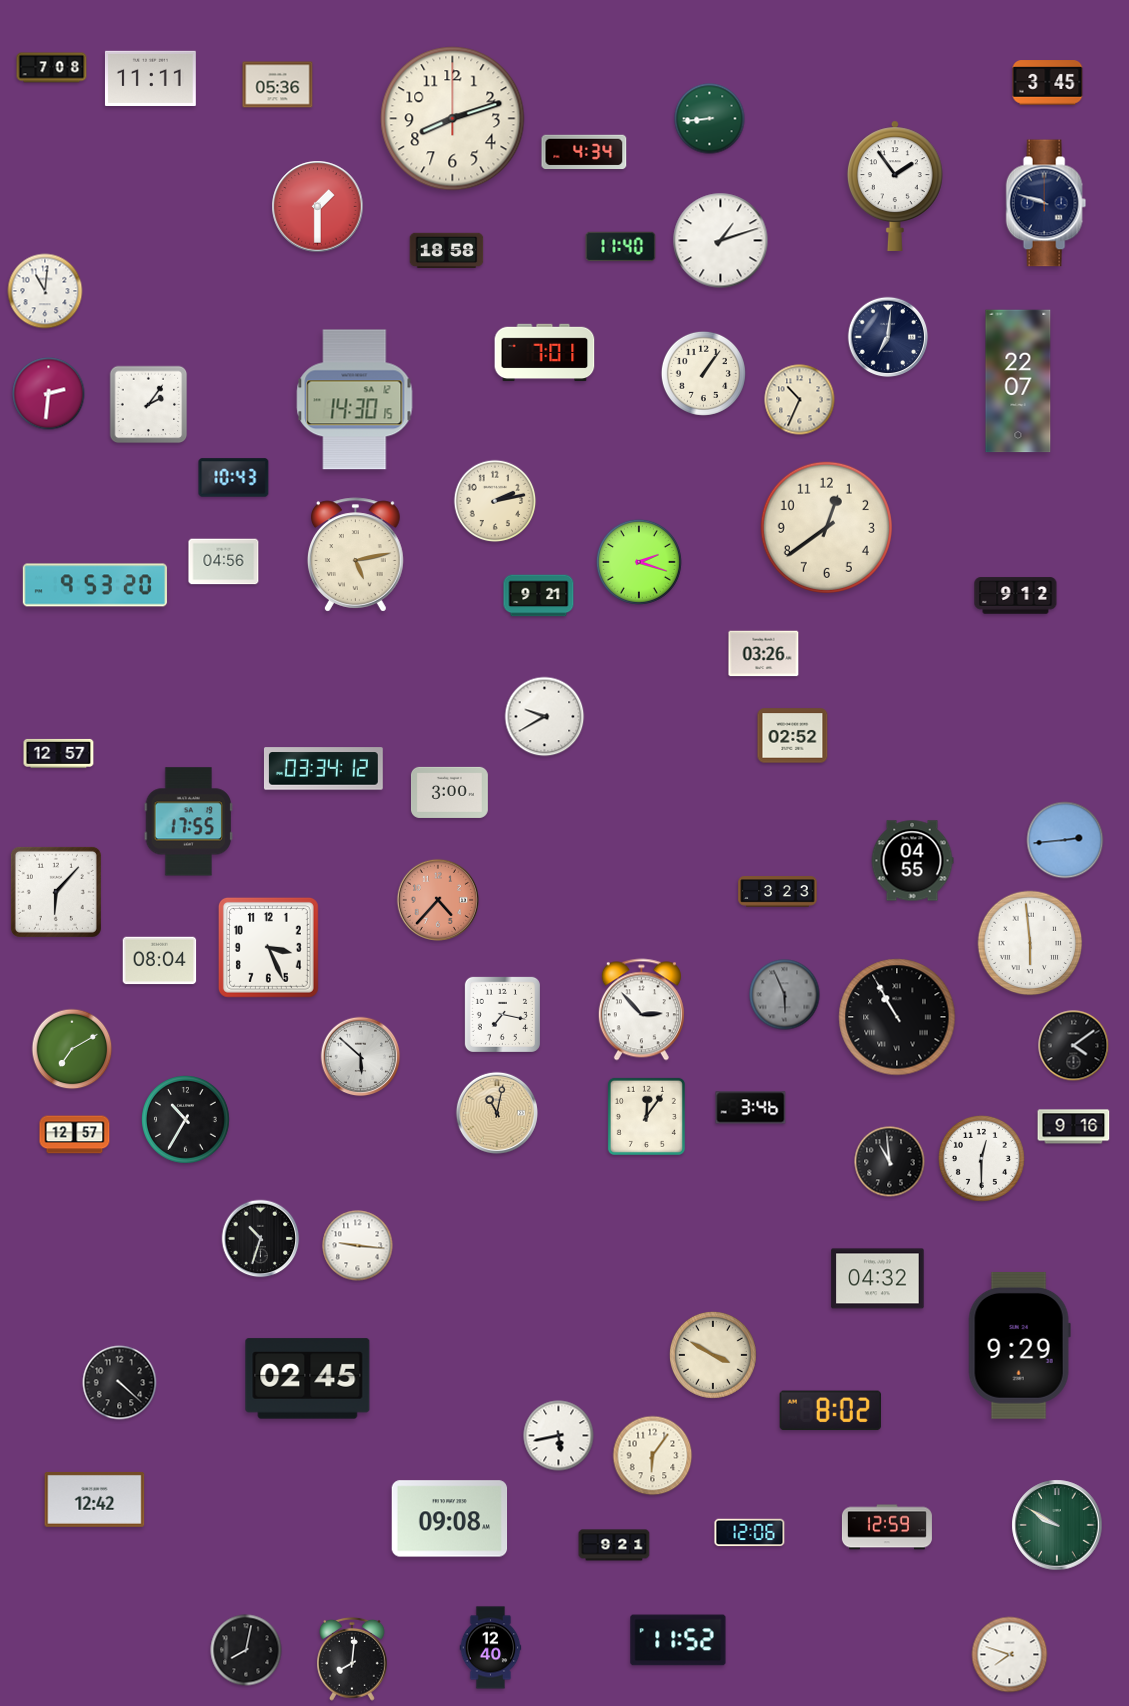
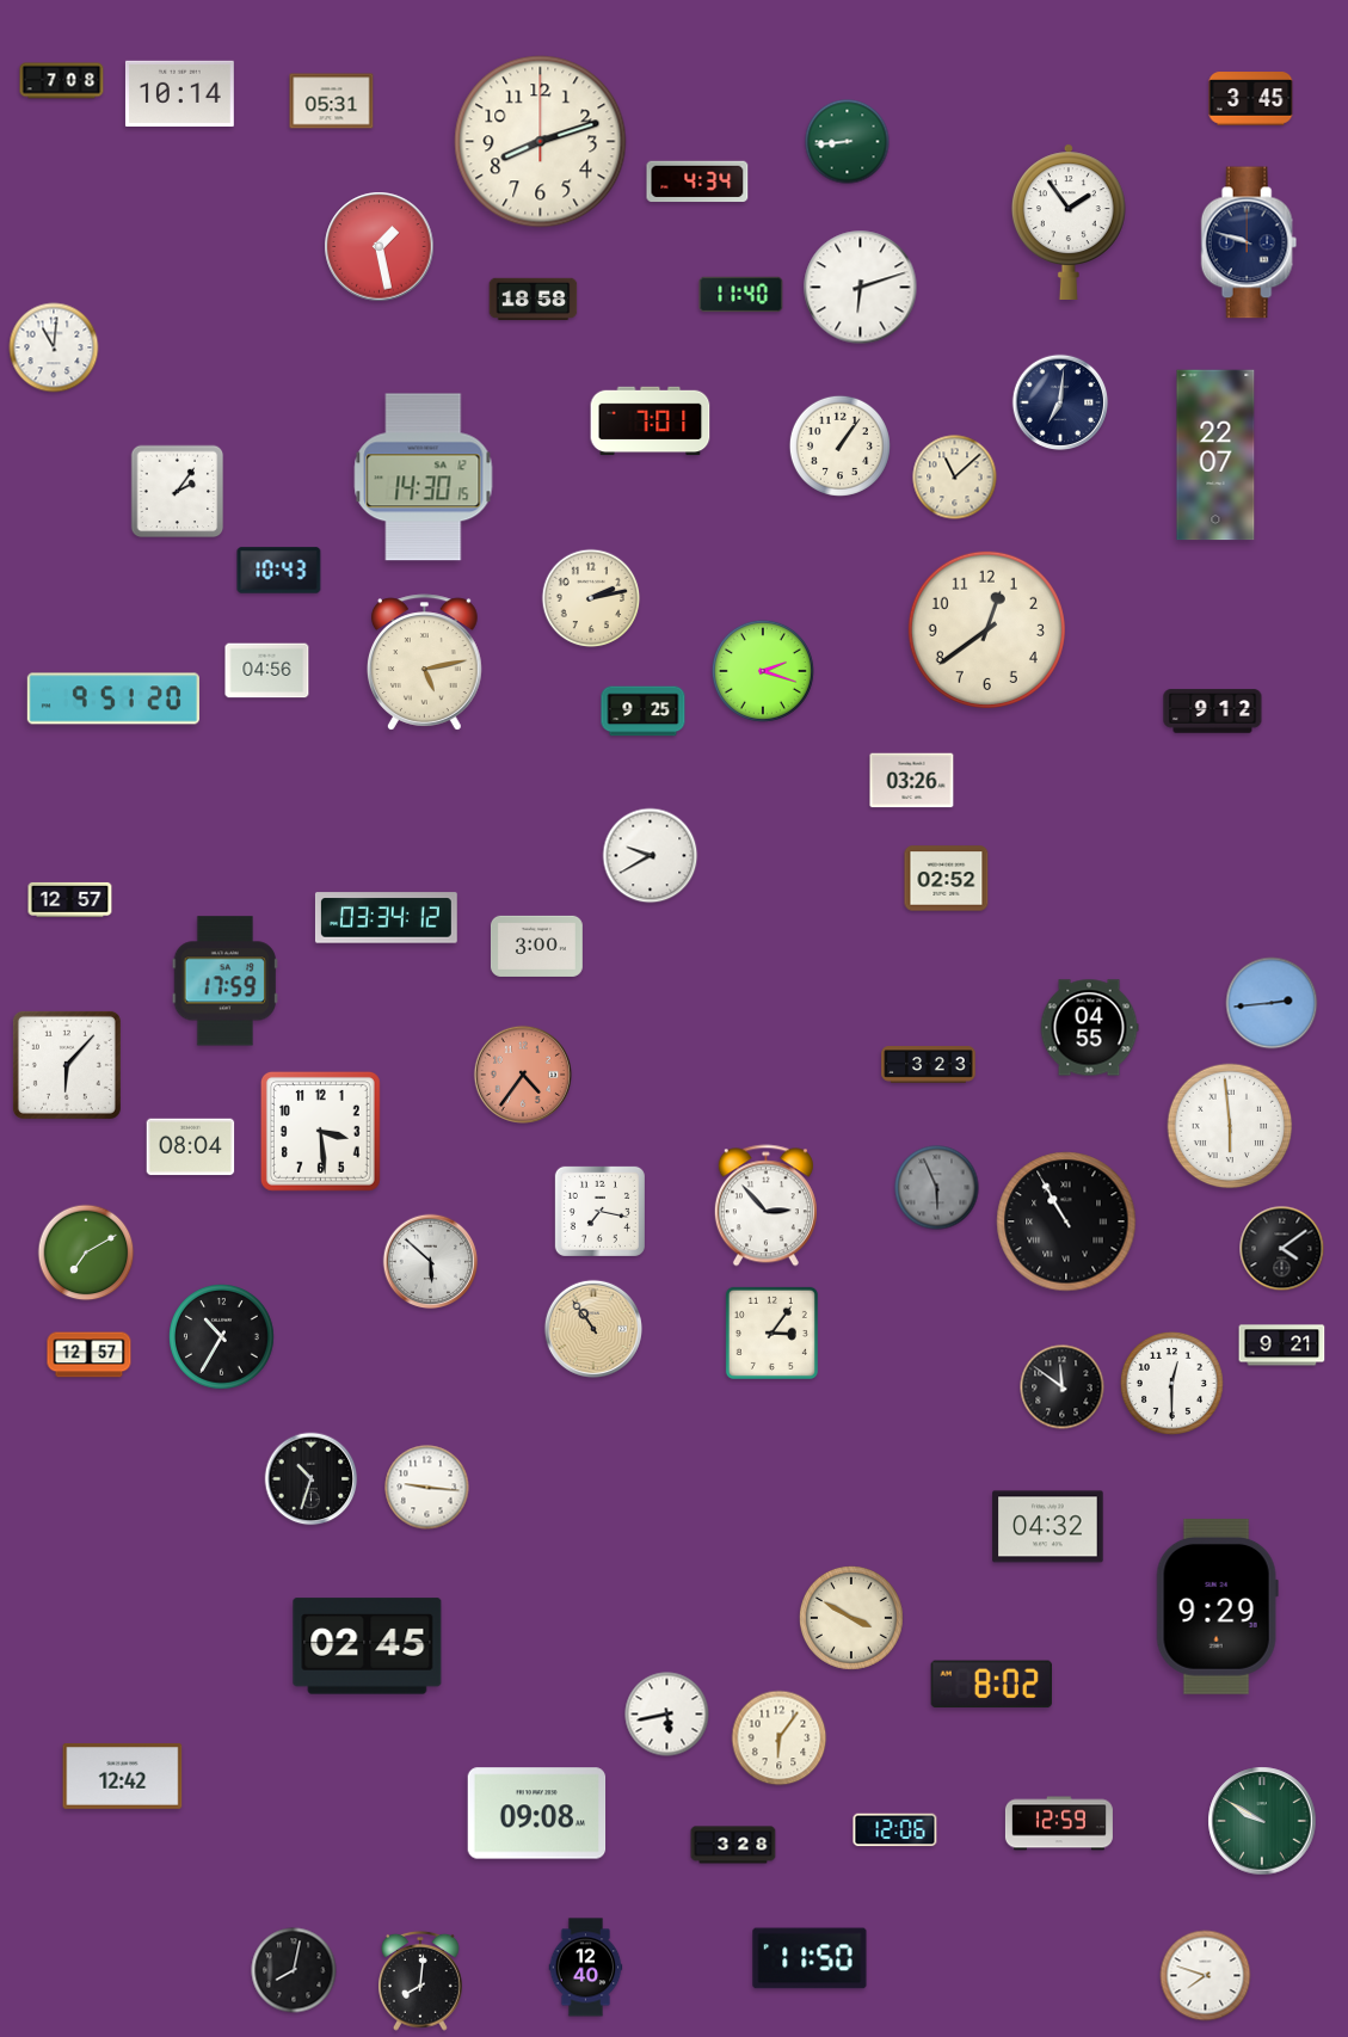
clock at (150, 78): 11:11 -> 10:14
clock at (278, 85): 05:36 -> 05:31
clock at (318, 207): 1:30 -> 1:28
clock at (721, 241): 1:12 -> 6:12
clock at (49, 394): 2:31 -> none
clock at (800, 400): 10:34 -> 11:08
clock at (149, 405) position: (149, 405) -> (178, 492)
clock at (95, 585): 9:53 -> 9:51
clock at (539, 596): 9:21 -> 9:25
clock at (189, 822): 17:55 -> 17:59
clock at (438, 900): 4:37 -> 4:36
clock at (268, 947): 3:26 -> 3:29
clock at (897, 1017) position: (897, 1017) -> (1066, 1221)
clock at (751, 1108): 3:46 -> none
clock at (497, 1113): 11:02 -> 10:54
clock at (646, 1116): 12:06 -> 3:06
clock at (1074, 1127): 9:16 -> 9:21
clock at (890, 1162): 10:59 -> 11:51
clock at (120, 1383): 4:22 -> none
clock at (95, 1499) position: (95, 1499) -> (123, 1776)
clock at (614, 1545): 9:21 -> 3:28
clock at (678, 1640): 11:52 -> 11:50
